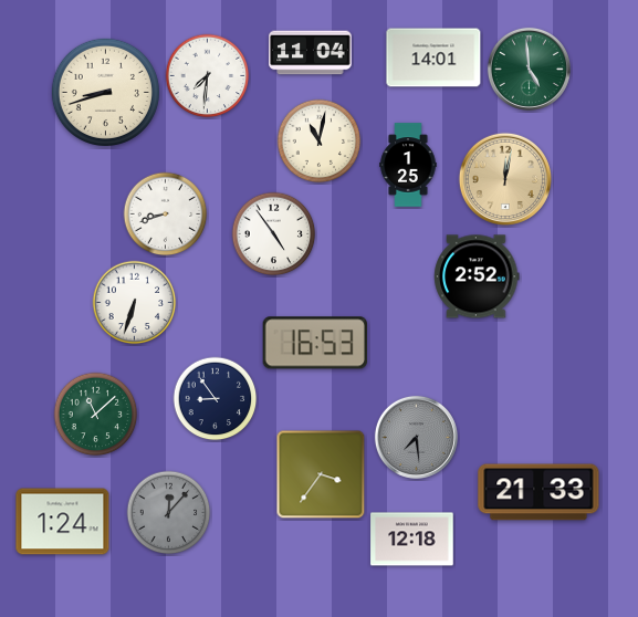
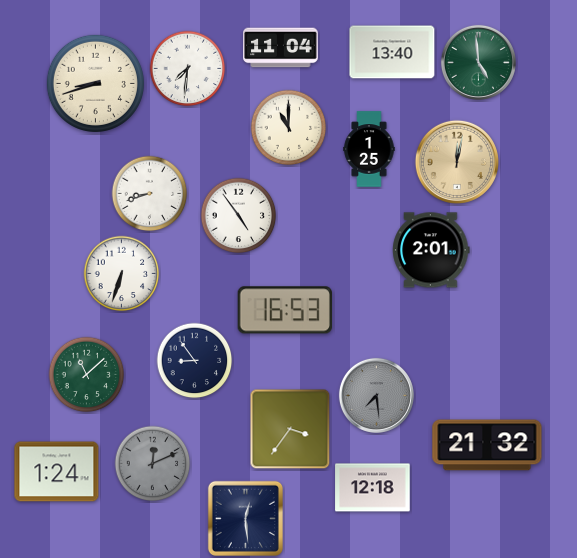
clock at (433, 57): 14:01 -> 13:40
clock at (320, 142): 11:02 -> 11:00
clock at (274, 234) position: (274, 234) -> (239, 216)
clock at (477, 276): 2:52 -> 2:01
clock at (538, 492): 21:33 -> 21:32
clock at (169, 513): 12:07 -> 12:11
clock at (245, 518): none -> 12:29
